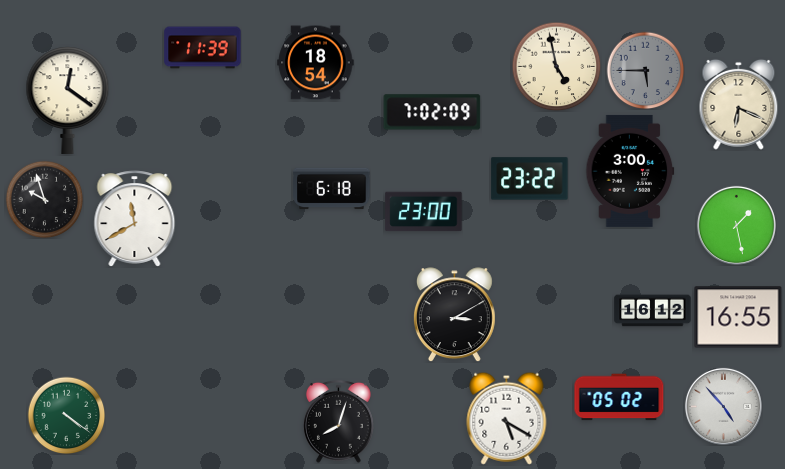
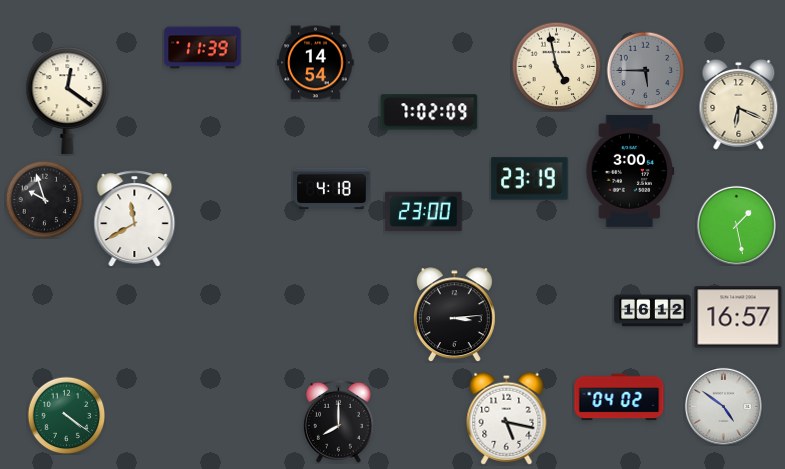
clock at (316, 63): 18:54 -> 14:54
clock at (432, 112) position: (432, 112) -> (429, 112)
clock at (530, 179): 23:22 -> 23:19
clock at (332, 189): 6:18 -> 4:18
clock at (454, 315): 3:10 -> 3:14
clock at (738, 317): 16:55 -> 16:57
clock at (619, 397): 05:02 -> 04:02
clock at (723, 406): 4:53 -> 4:51
clock at (507, 418): 5:20 -> 5:17
clock at (338, 421): 8:03 -> 8:00
